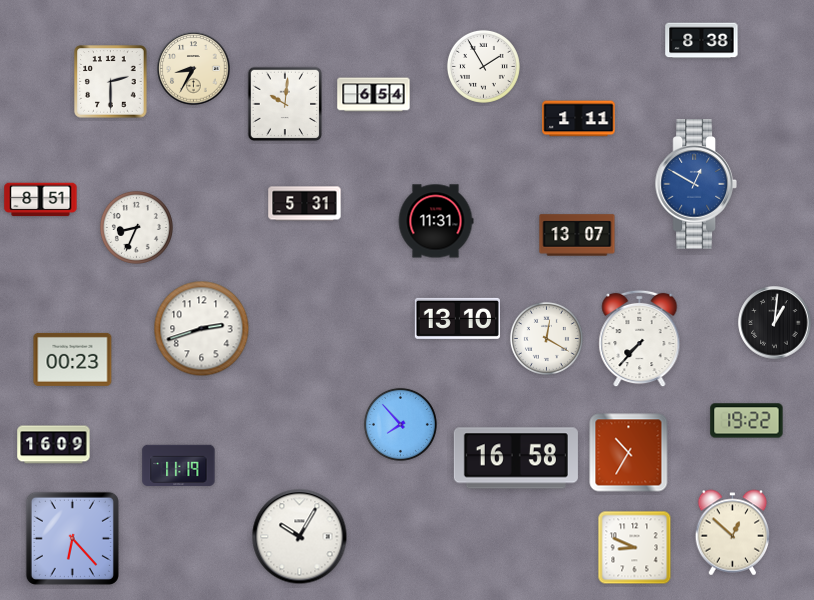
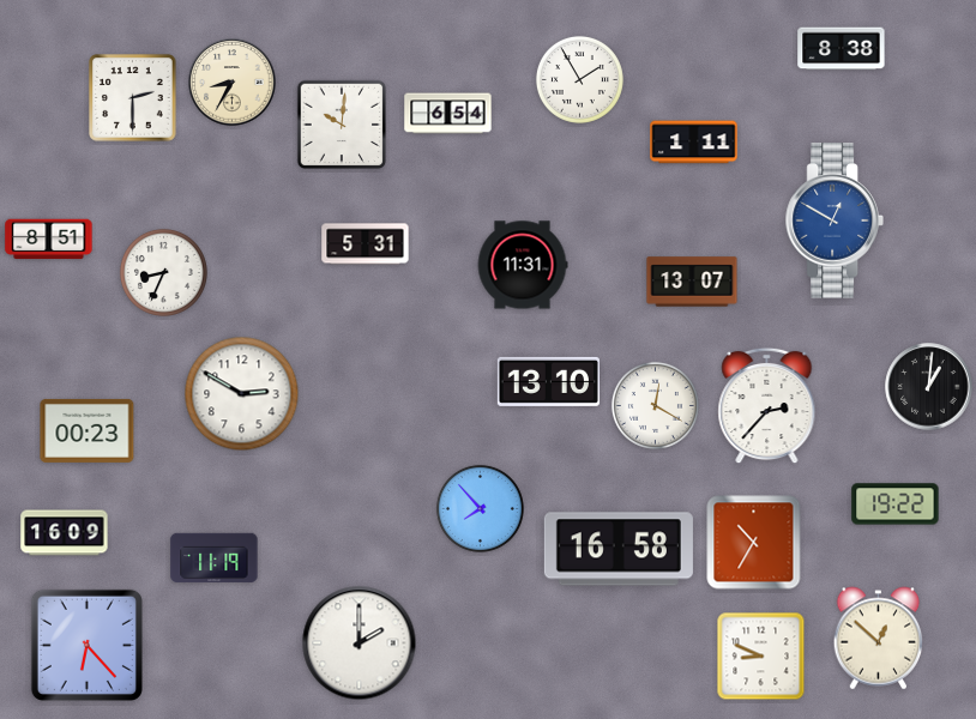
clock at (202, 329): 2:42 -> 2:50
clock at (640, 339): 7:37 -> 2:37
clock at (300, 537): 10:05 -> 2:00
